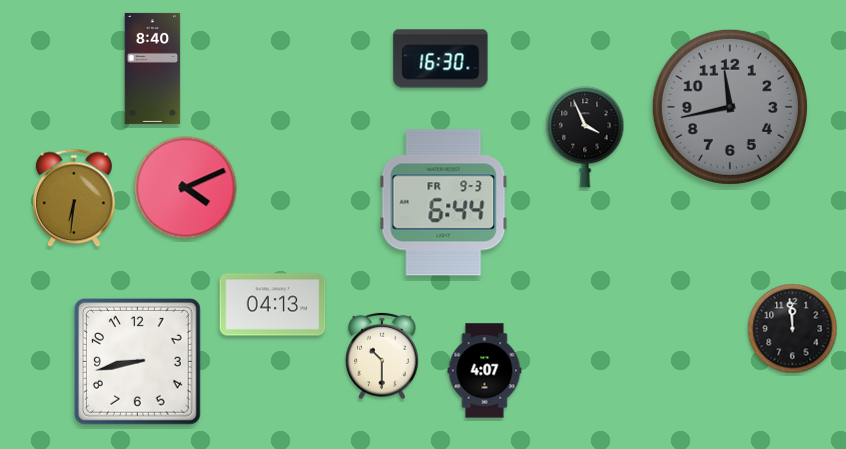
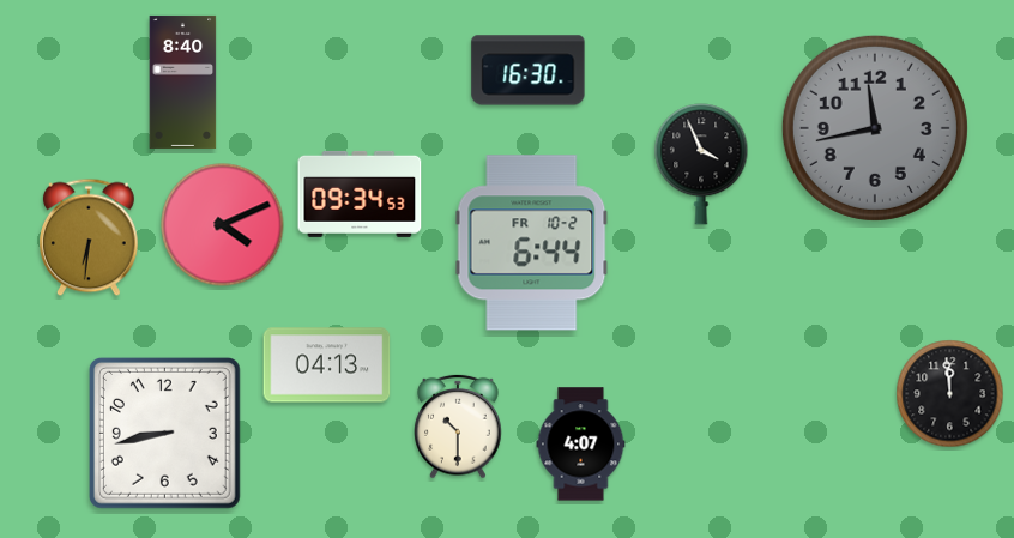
clock at (360, 194): none -> 09:34
clock at (444, 203) date: FR 9-3 -> FR 10-2
